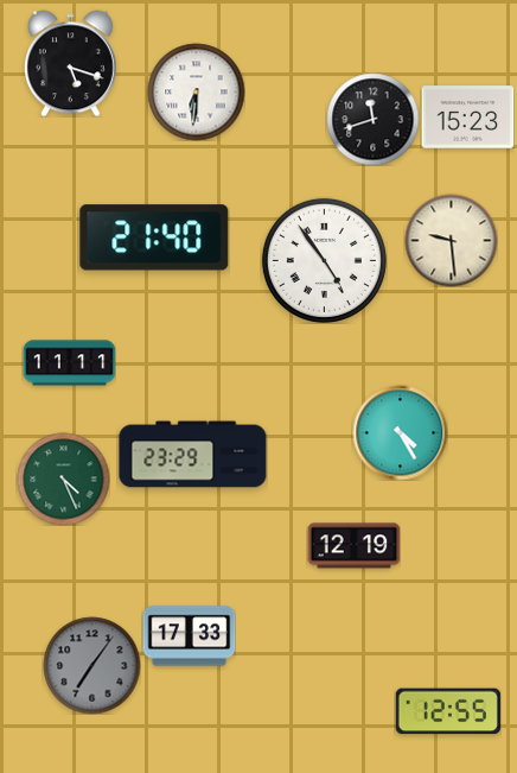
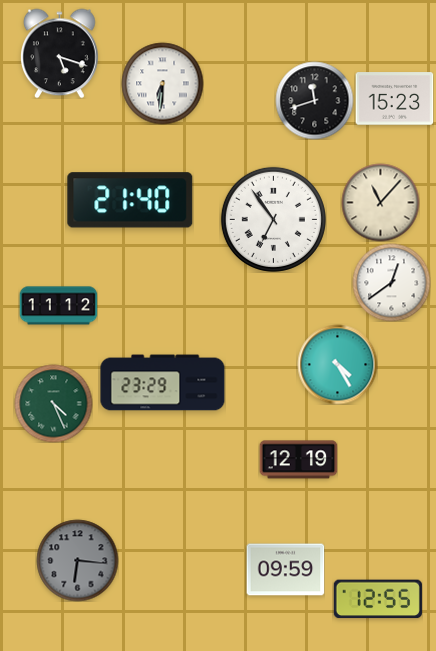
clock at (196, 91) position: (196, 91) -> (162, 83)
clock at (451, 240): 9:29 -> 11:07
clock at (324, 260): 4:54 -> 6:54
clock at (391, 282): none -> 12:39
clock at (69, 363): 11:11 -> 11:12
clock at (189, 636): 17:33 -> none
clock at (91, 665): 7:06 -> 6:16
clock at (285, 570): none -> 09:59
